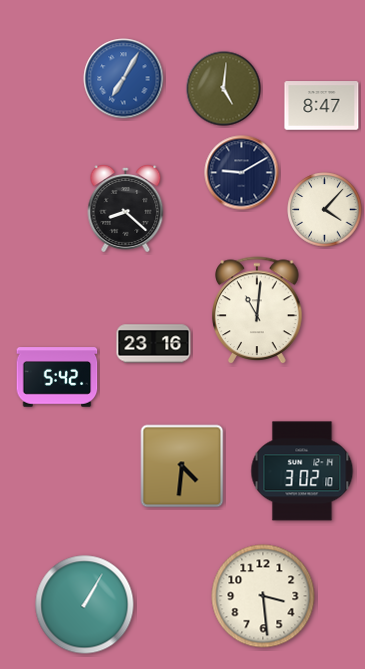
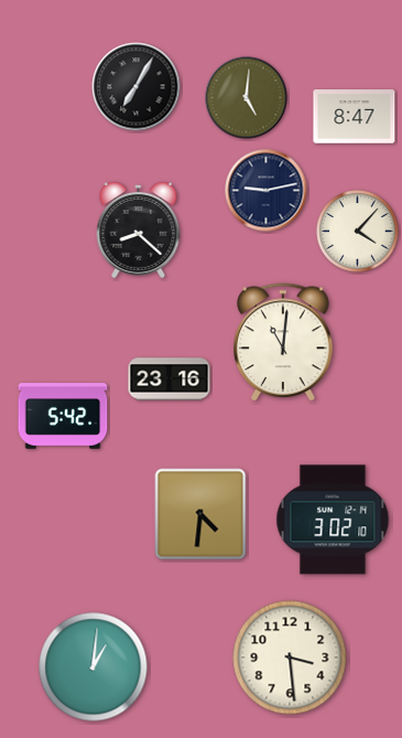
clock at (124, 79) dial: blue -> black
clock at (242, 173): 9:10 -> 9:13
clock at (85, 605): 1:05 -> 1:01
